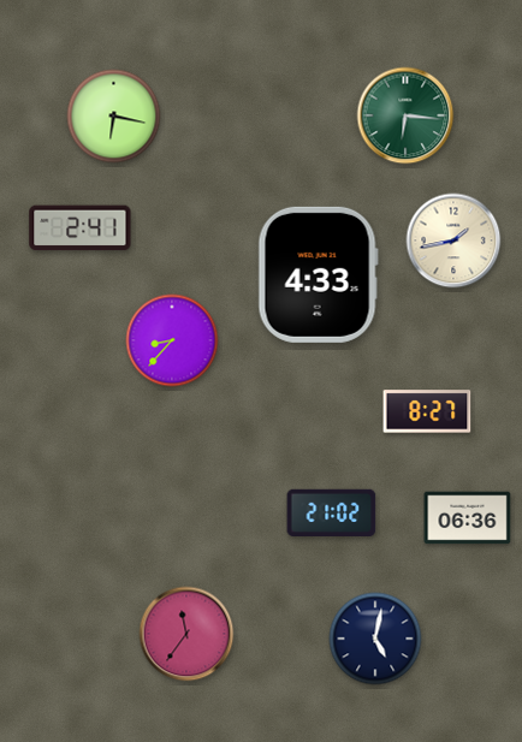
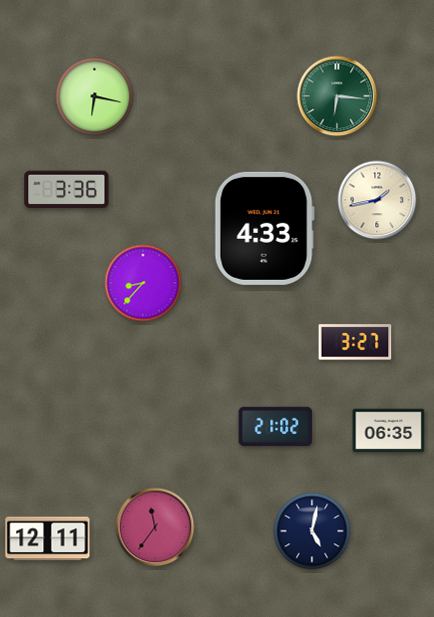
clock at (81, 228): 2:41 -> 3:36
clock at (427, 411): 8:27 -> 3:27
clock at (468, 518): 06:36 -> 06:35
clock at (48, 539): none -> 12:11
